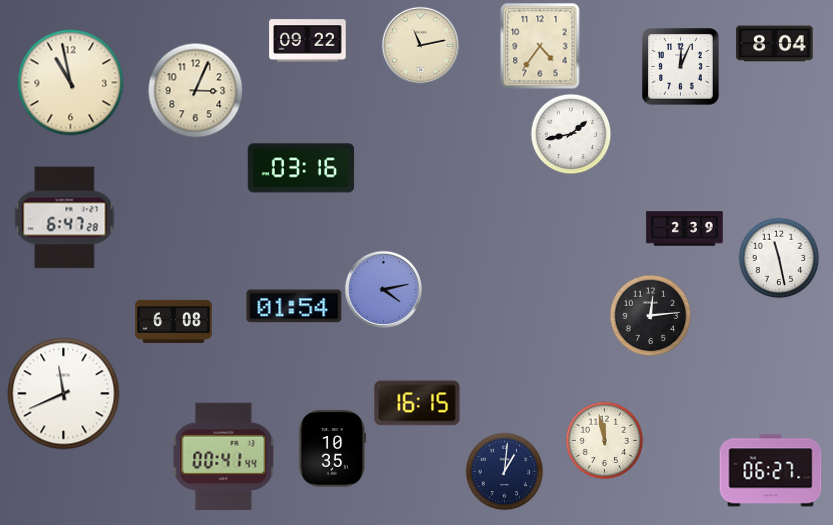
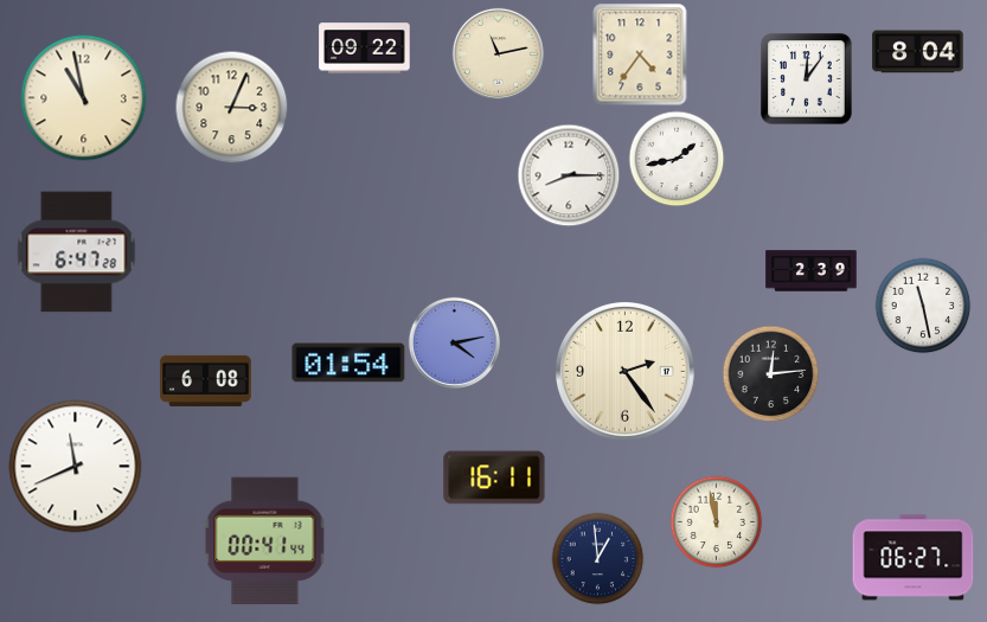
clock at (681, 67): 12:04 -> 12:06
clock at (569, 175): none -> 8:15
clock at (301, 168): 03:16 -> none
clock at (65, 218) position: (65, 218) -> (77, 252)
clock at (626, 372): none -> 2:24
clock at (417, 403): 16:15 -> 16:11
clock at (333, 449): 10:35 -> none
clock at (504, 471): 1:01 -> 12:59
